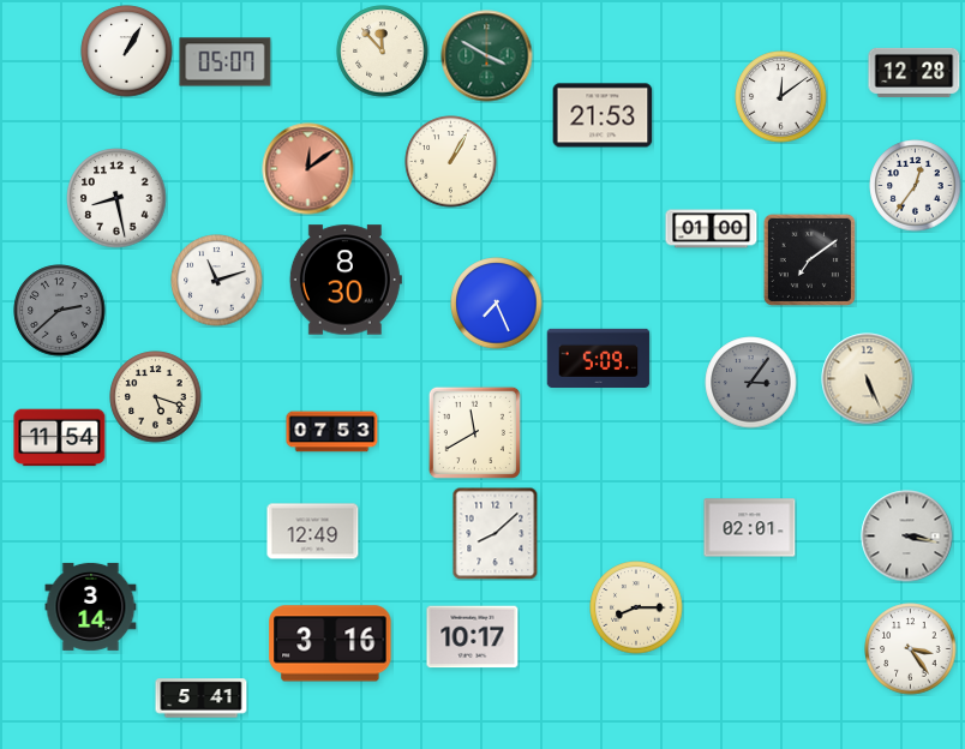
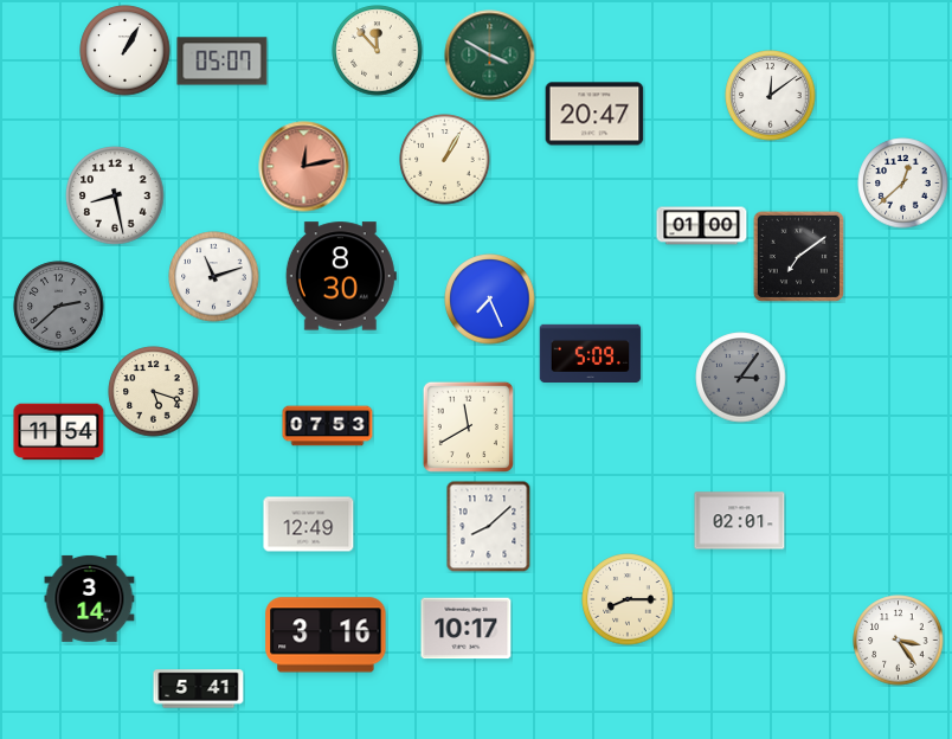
clock at (487, 56) position: (487, 56) -> (490, 56)
clock at (915, 72): 12:28 -> none
clock at (603, 115): 21:53 -> 20:47
clock at (308, 169): 12:09 -> 12:13
clock at (916, 186): 12:36 -> 12:38
clock at (868, 379): 5:26 -> none
clock at (907, 537): 3:17 -> none
